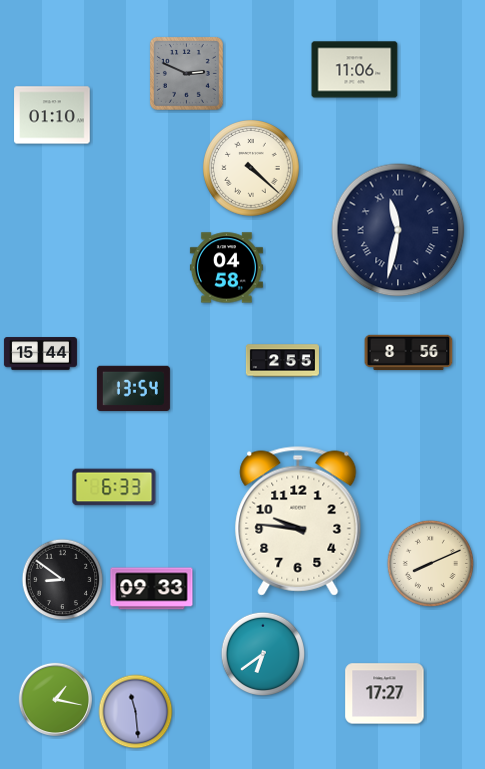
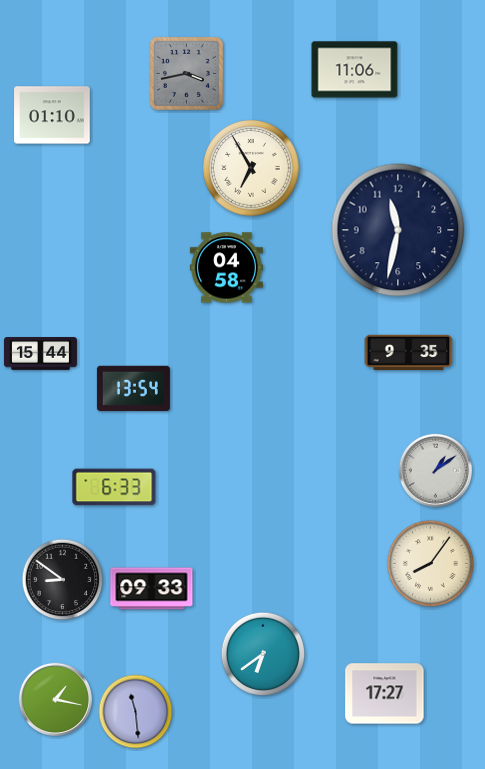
clock at (186, 73): 2:49 -> 3:43
clock at (252, 169): 4:22 -> 6:55
clock at (398, 230) numerals: Roman -> Arabic
clock at (409, 353): 8:56 -> 9:35
clock at (282, 361): 2:55 -> none
clock at (435, 470): none -> 1:09
clock at (298, 521): 9:46 -> none
clock at (430, 563): 8:11 -> 8:06
